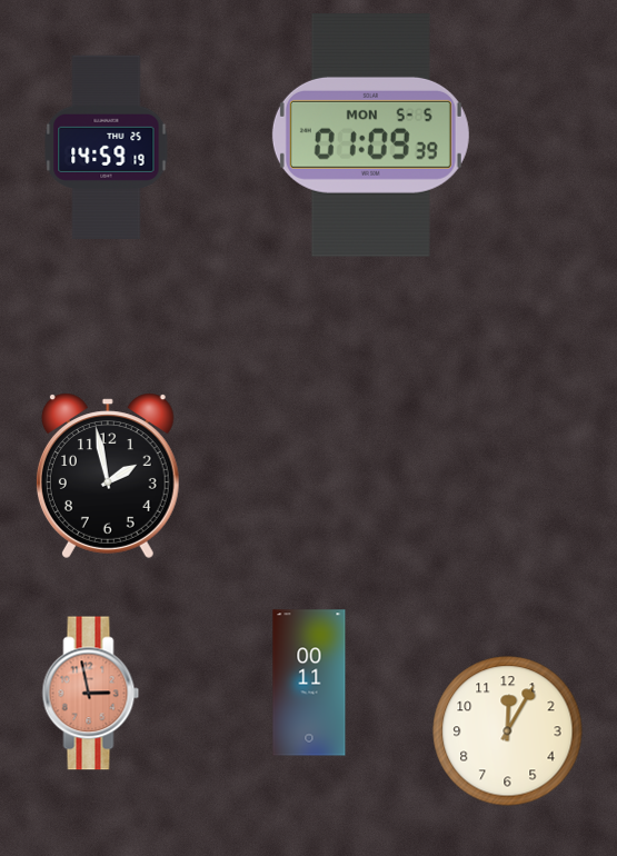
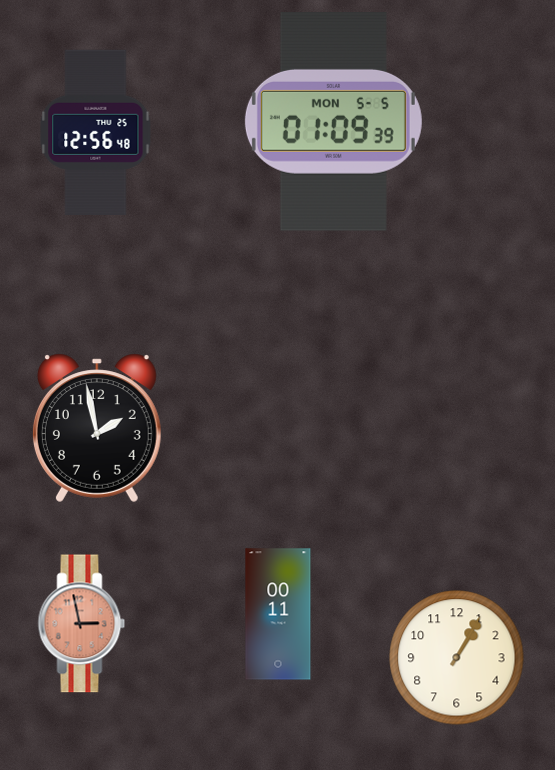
clock at (107, 147): 14:59 -> 12:56
clock at (508, 731): 12:05 -> 1:05
